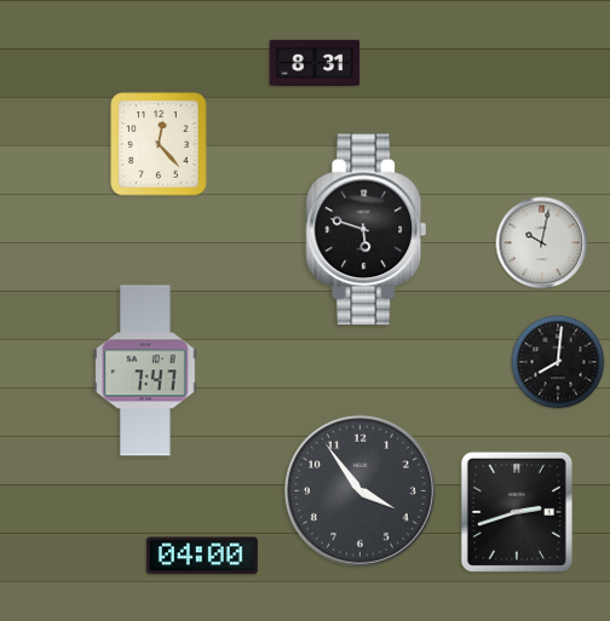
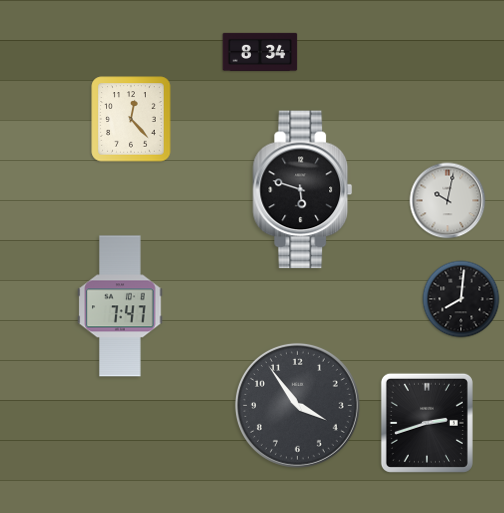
clock at (315, 63): 8:31 -> 8:34
clock at (202, 556): 04:00 -> none
